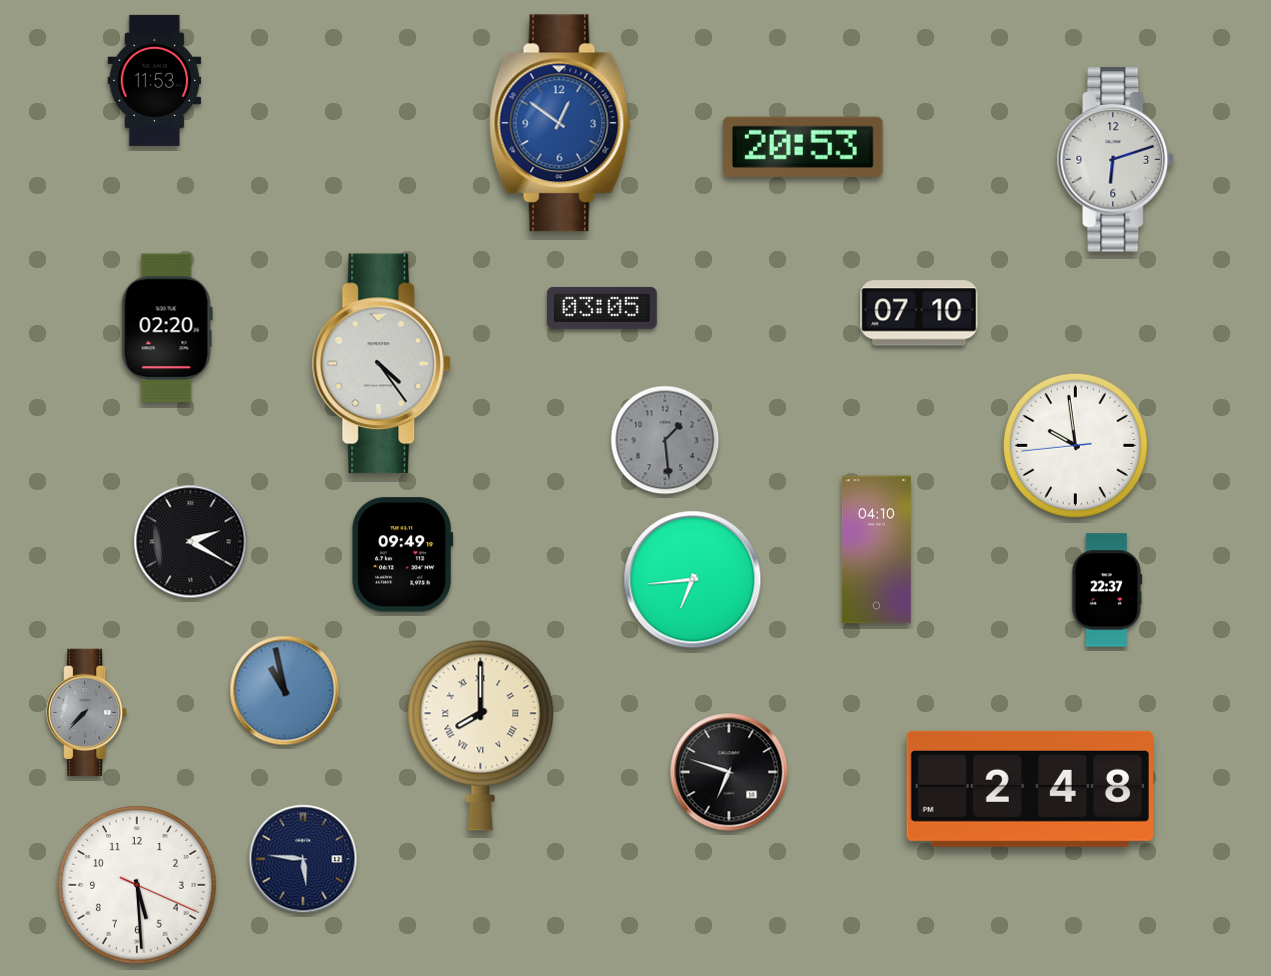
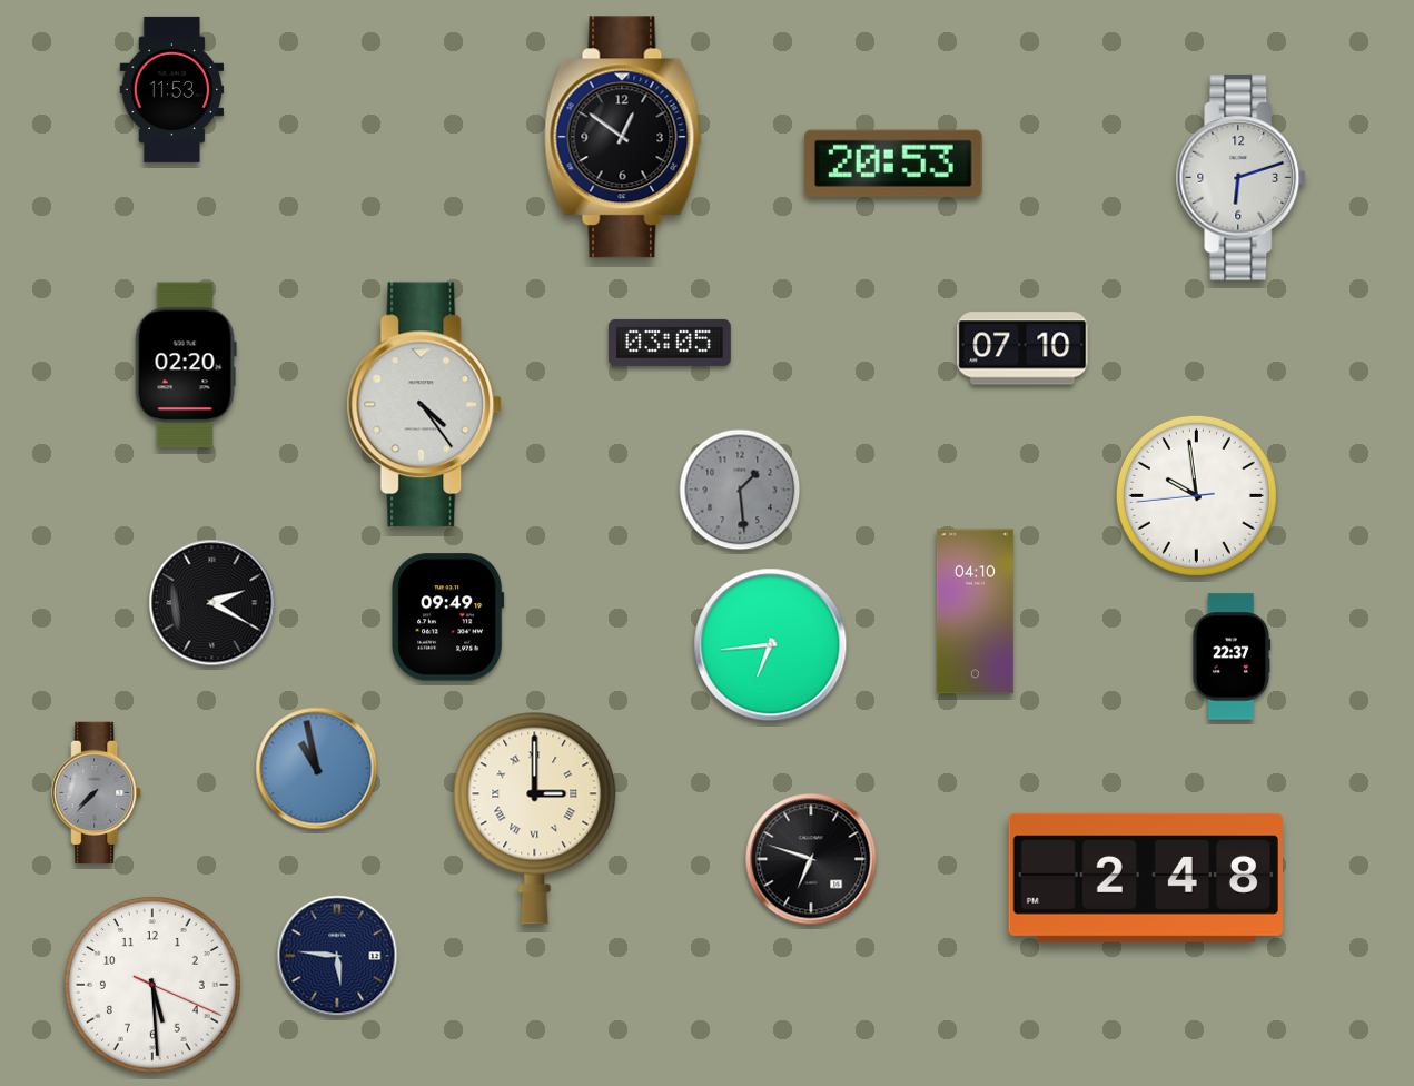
clock at (560, 123) dial: blue -> black
clock at (481, 735): 8:00 -> 3:00
